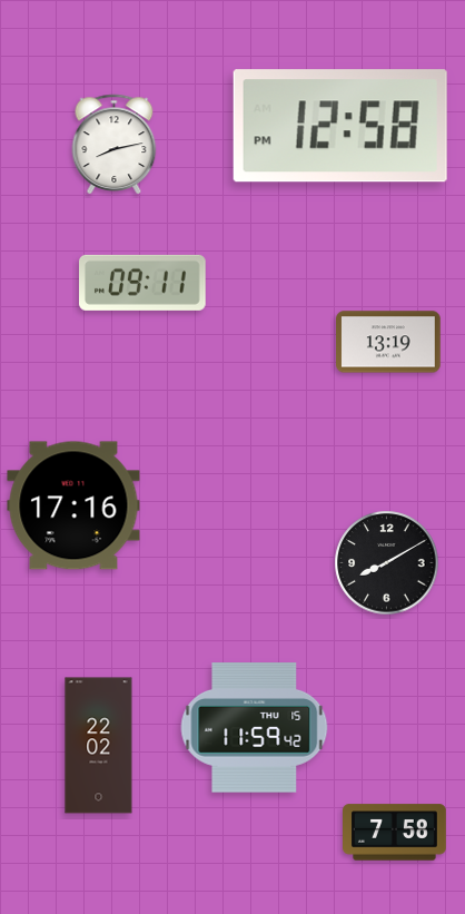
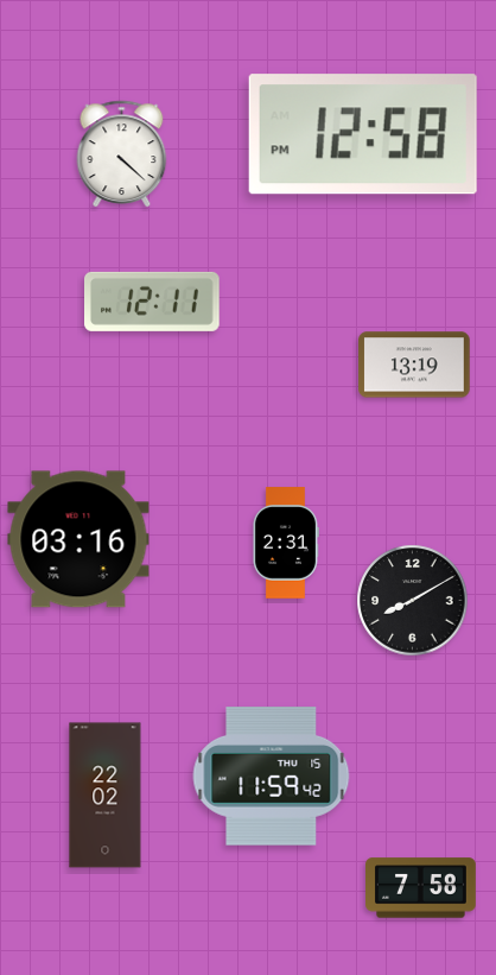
clock at (115, 144): 8:13 -> 4:22
clock at (144, 283): 09:11 -> 12:11
clock at (73, 505): 17:16 -> 03:16
clock at (285, 543): none -> 2:31
